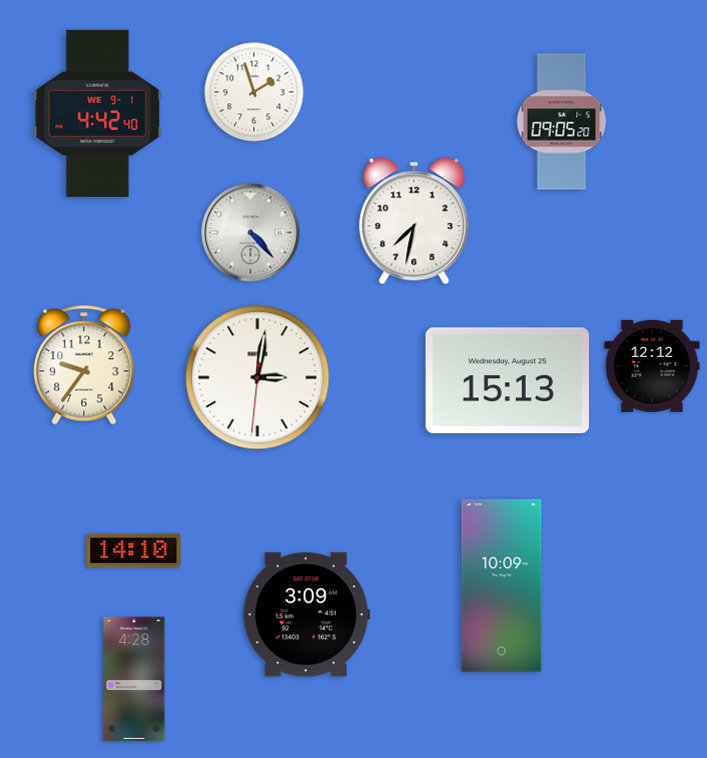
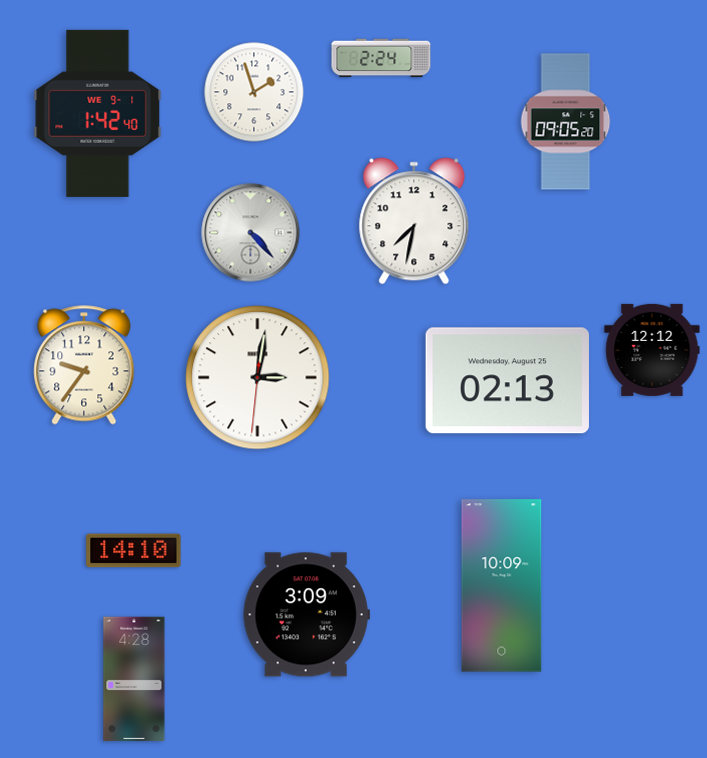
clock at (381, 58): none -> 2:24
clock at (98, 113): 4:42 -> 1:42
clock at (562, 122) position: (562, 122) -> (566, 122)
clock at (652, 366) position: (652, 366) -> (652, 350)
clock at (507, 381): 15:13 -> 02:13
